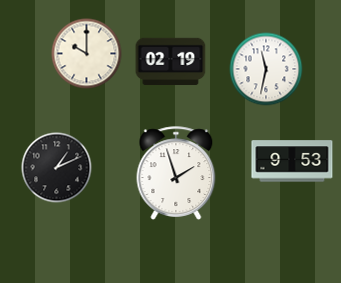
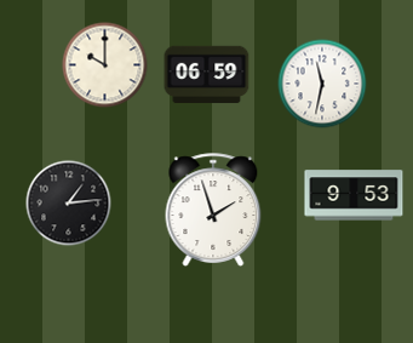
clock at (171, 62): 02:19 -> 06:59
clock at (57, 168): 1:11 -> 1:14
